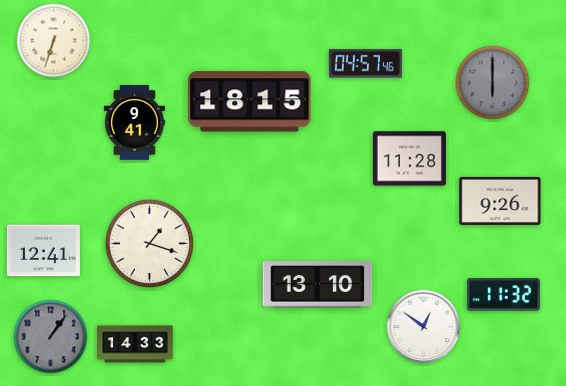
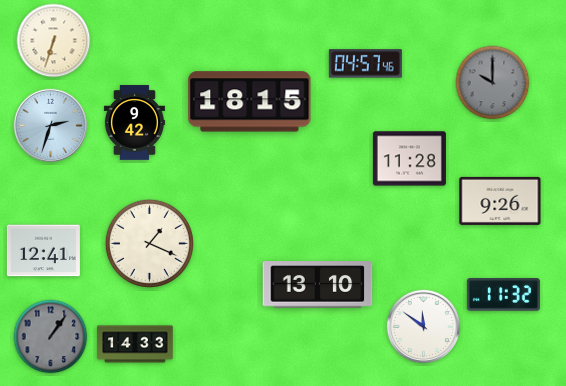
clock at (493, 83): 6:00 -> 10:00
clock at (134, 123): 9:41 -> 9:42
clock at (50, 125): none -> 2:33
clock at (149, 243): 1:18 -> 1:19
clock at (423, 326): 12:51 -> 11:51
